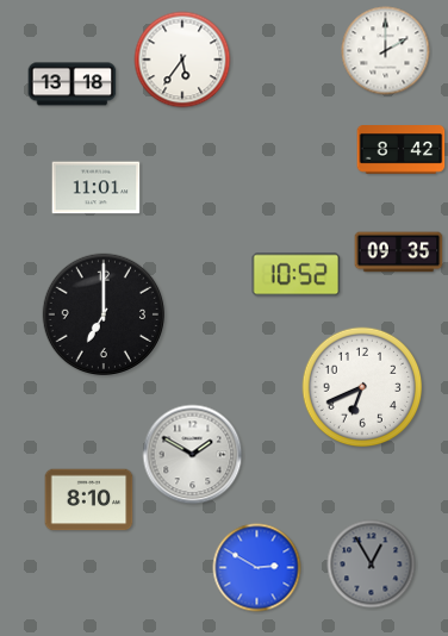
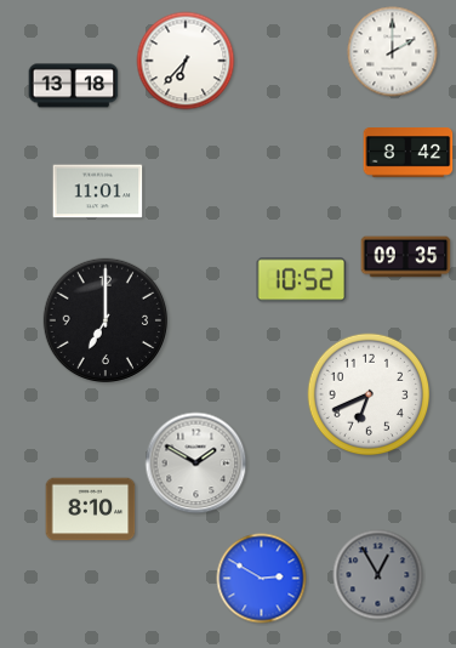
clock at (182, 60): 5:36 -> 6:37
